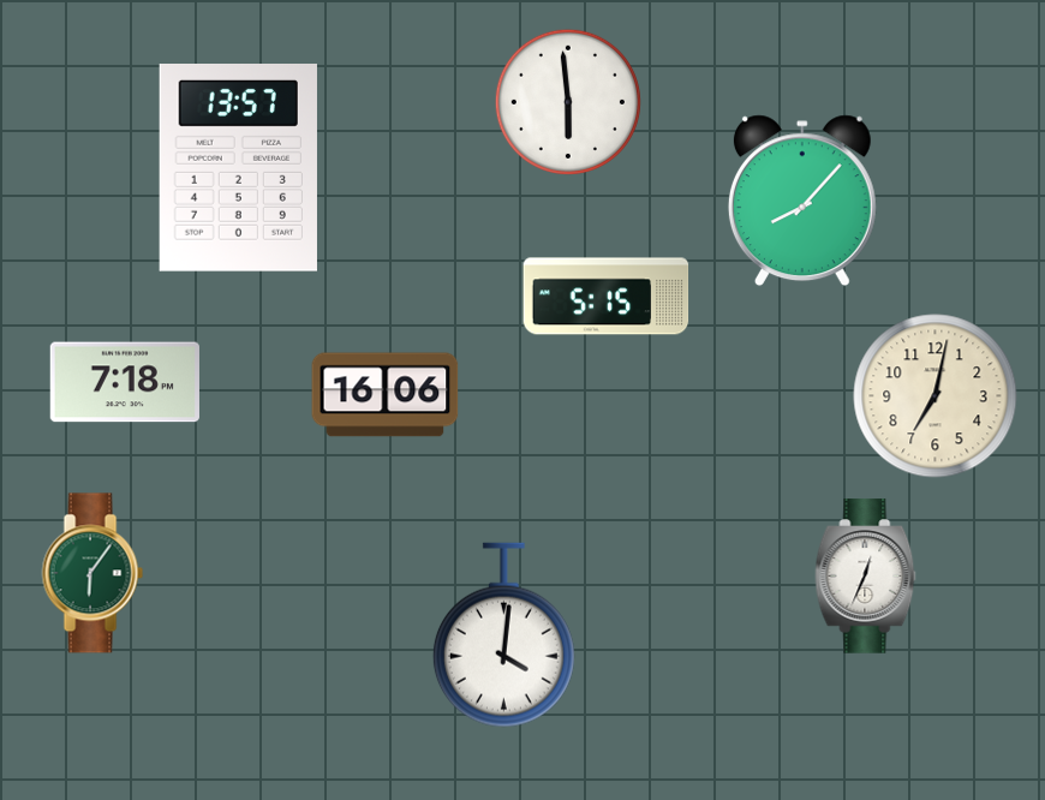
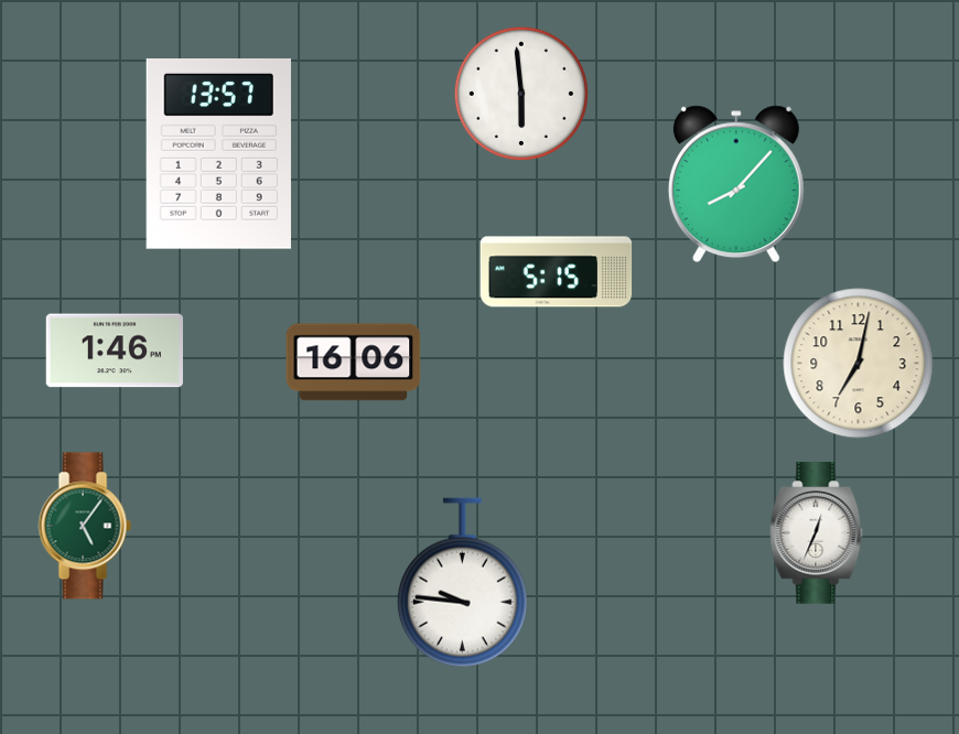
clock at (125, 382): 7:18 -> 1:46
clock at (92, 573): 6:06 -> 5:06
clock at (866, 577) position: (866, 577) -> (817, 533)
clock at (503, 635): 4:01 -> 9:46
